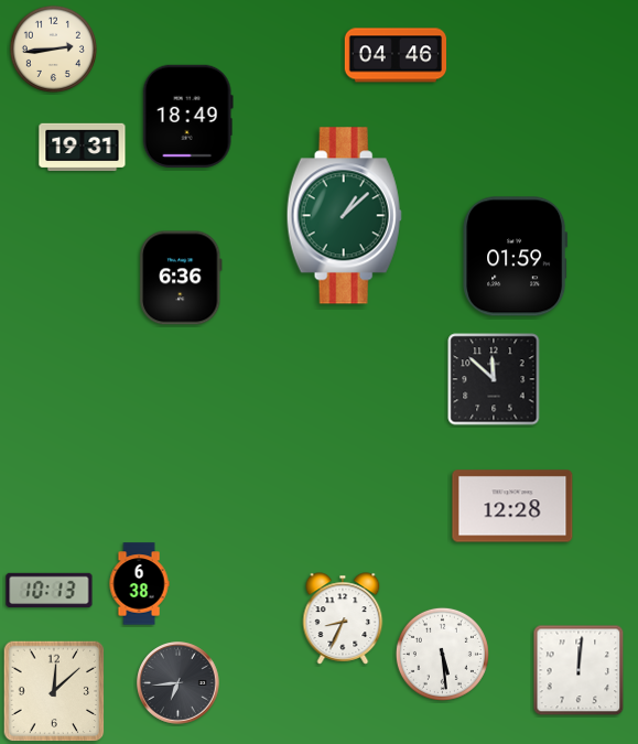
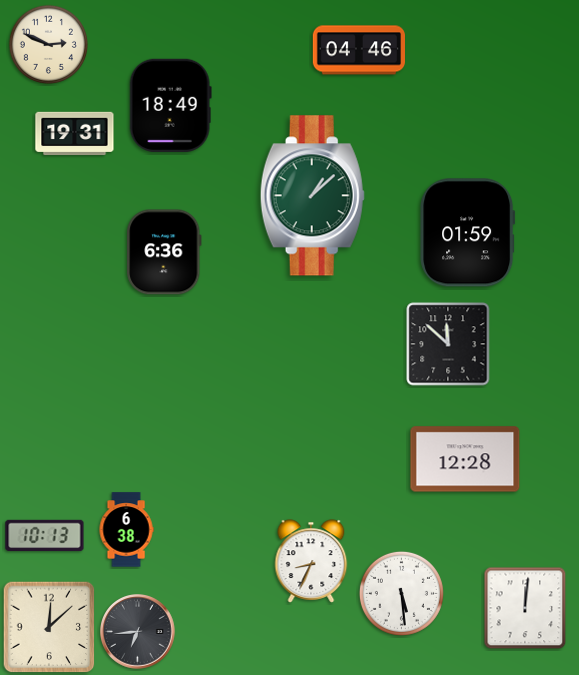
clock at (53, 48): 2:44 -> 2:49
clock at (179, 683) position: (179, 683) -> (138, 632)
